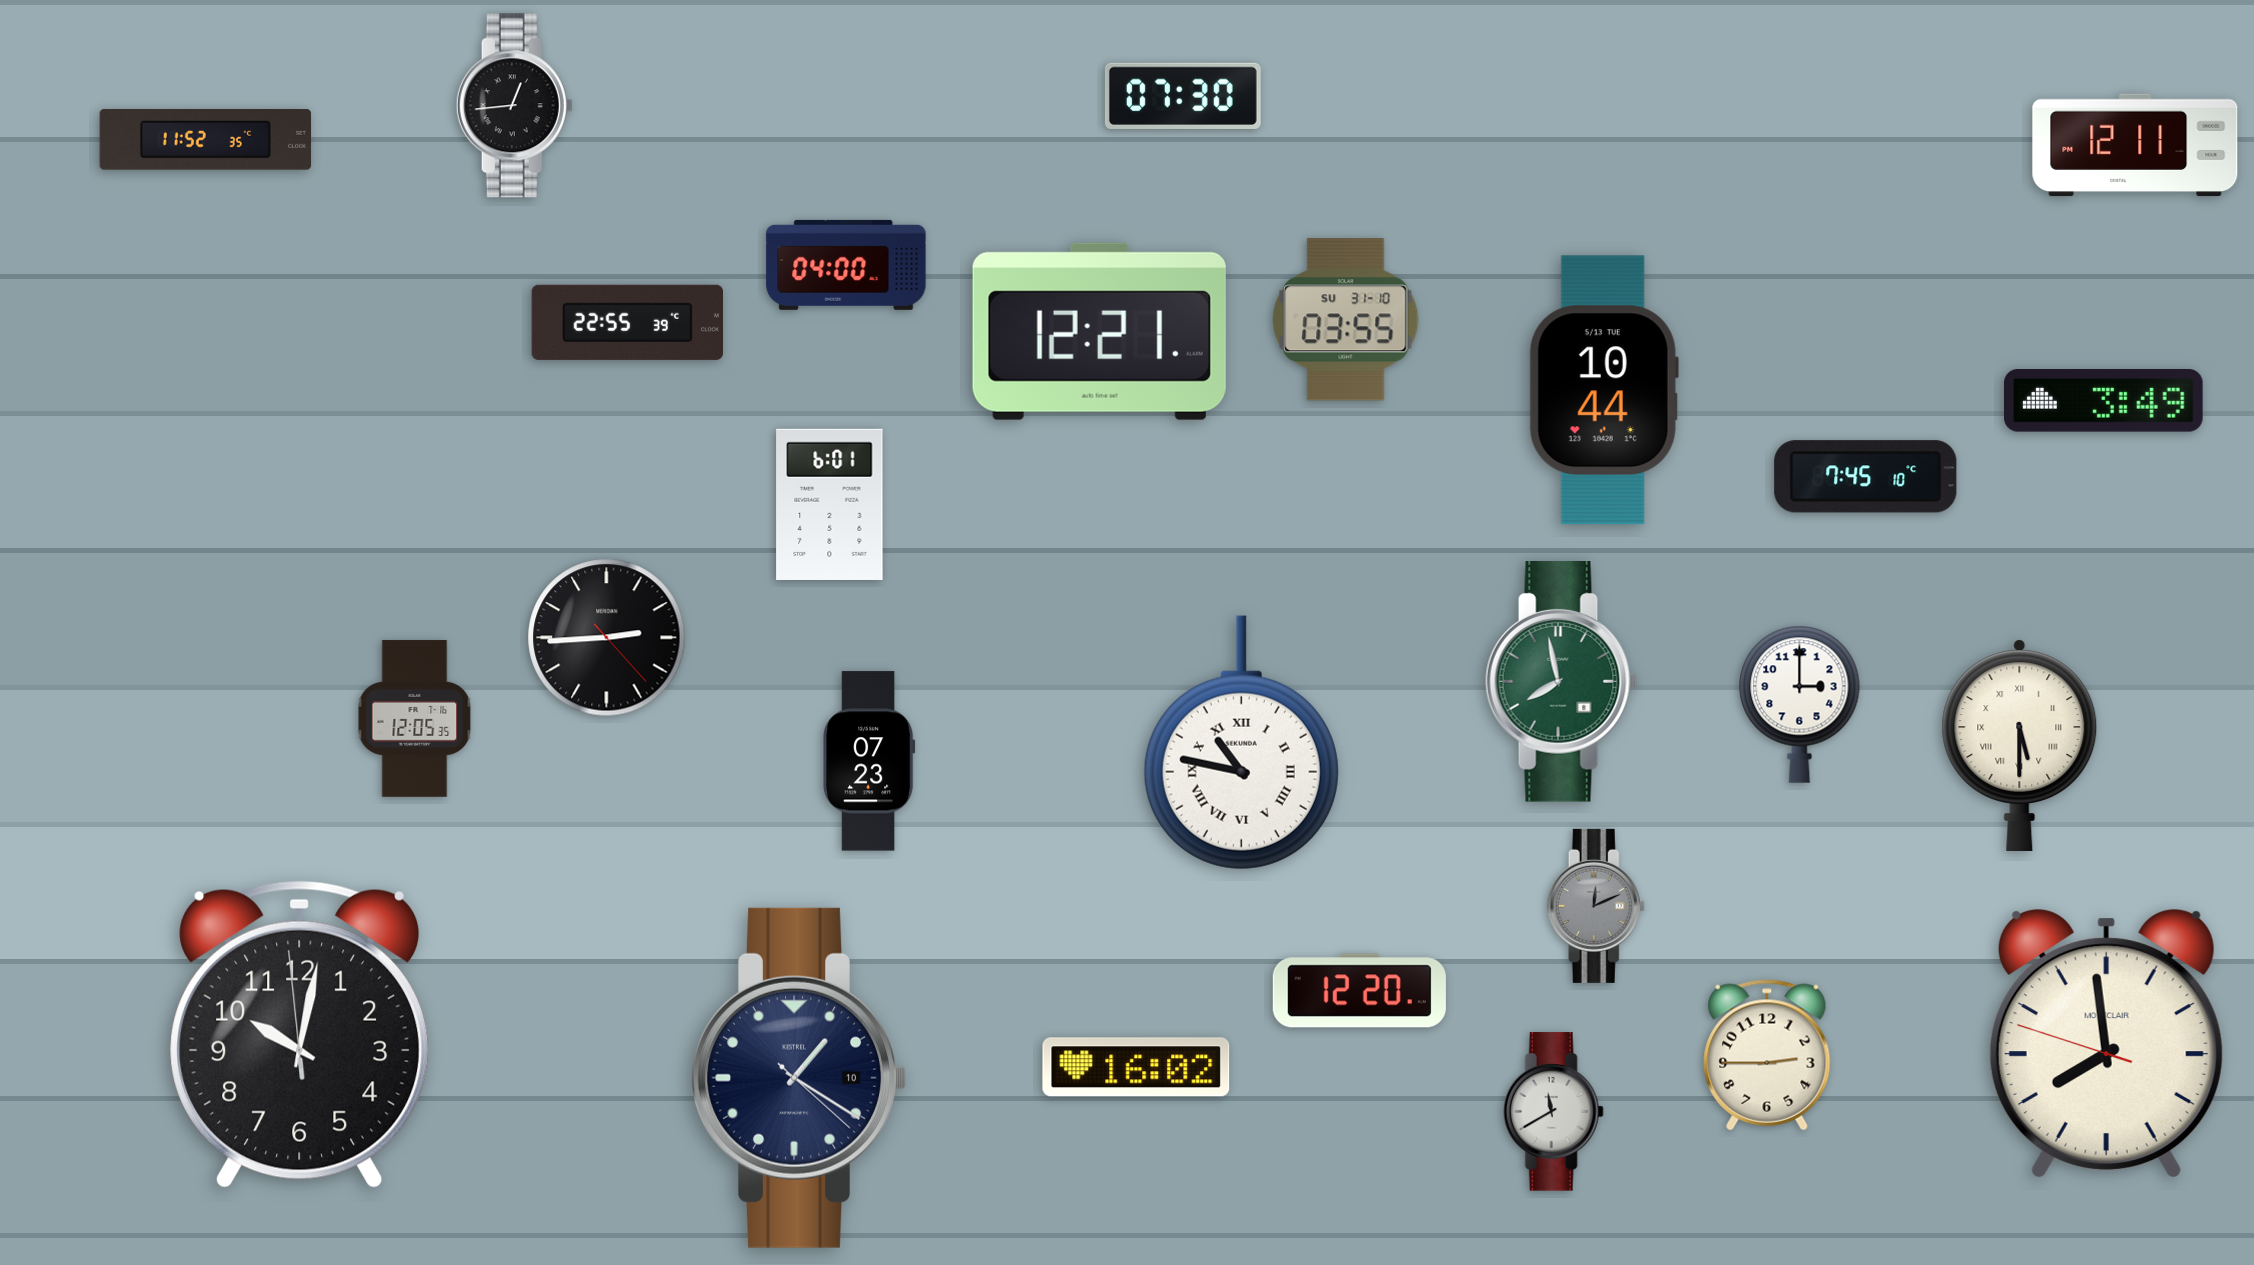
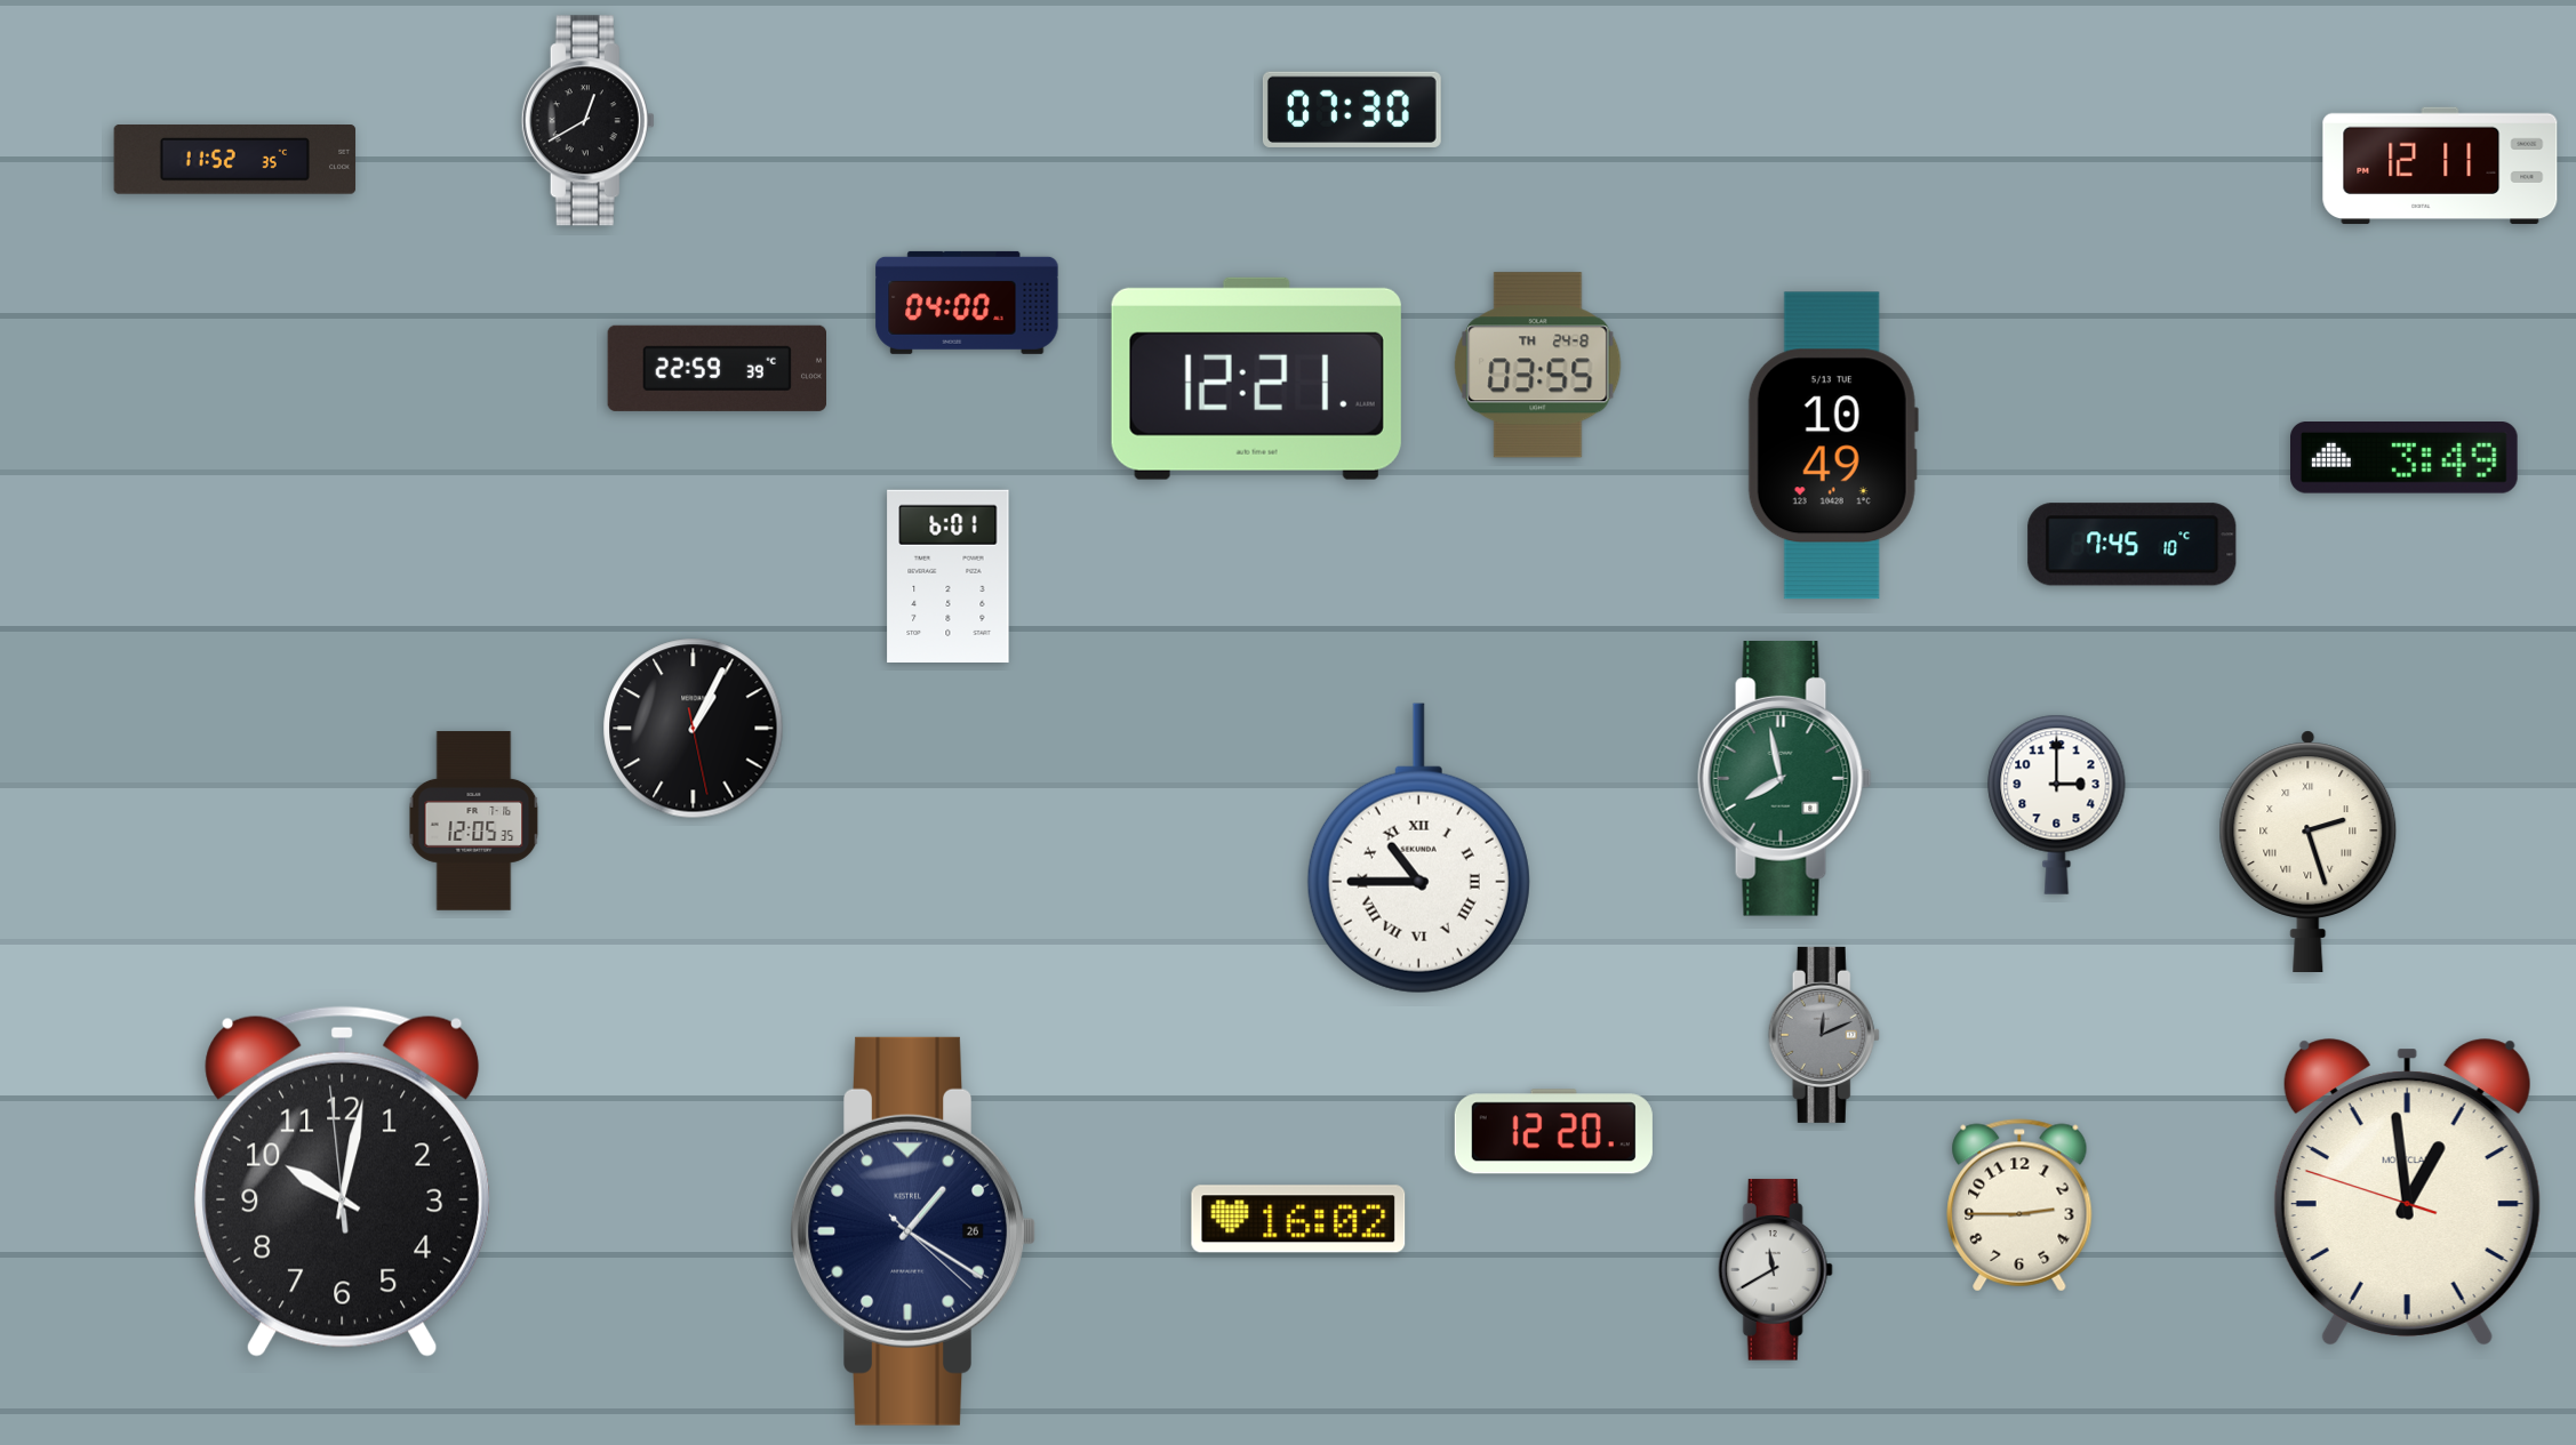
clock at (514, 106): 12:44 -> 12:40
clock at (1346, 320) date: SU 31-10 -> TH 24-8
clock at (627, 322): 22:55 -> 22:59
clock at (1604, 390): 10:44 -> 10:49
clock at (607, 638): 2:44 -> 1:04
clock at (1241, 743): 10:47 -> 10:45
clock at (2020, 745): 5:30 -> 2:27
clock at (869, 761): 07:23 -> none
clock at (2106, 1044): 7:58 -> 12:58
clock at (799, 1078) date: 10 -> 26
